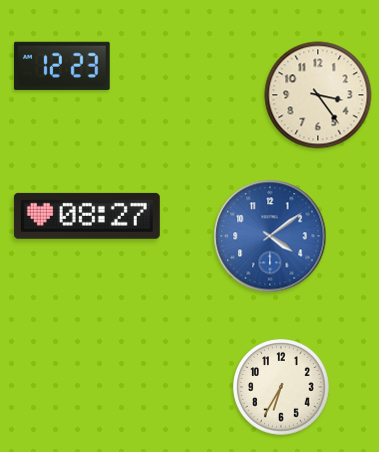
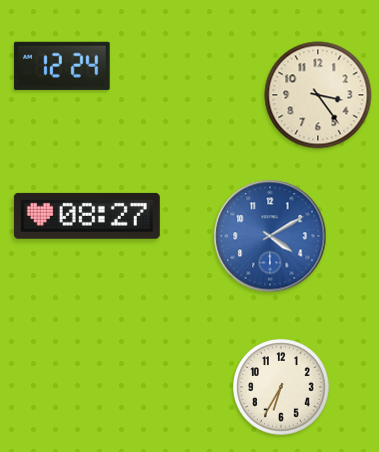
clock at (62, 66): 12:23 -> 12:24
clock at (270, 236): 4:09 -> 4:10
